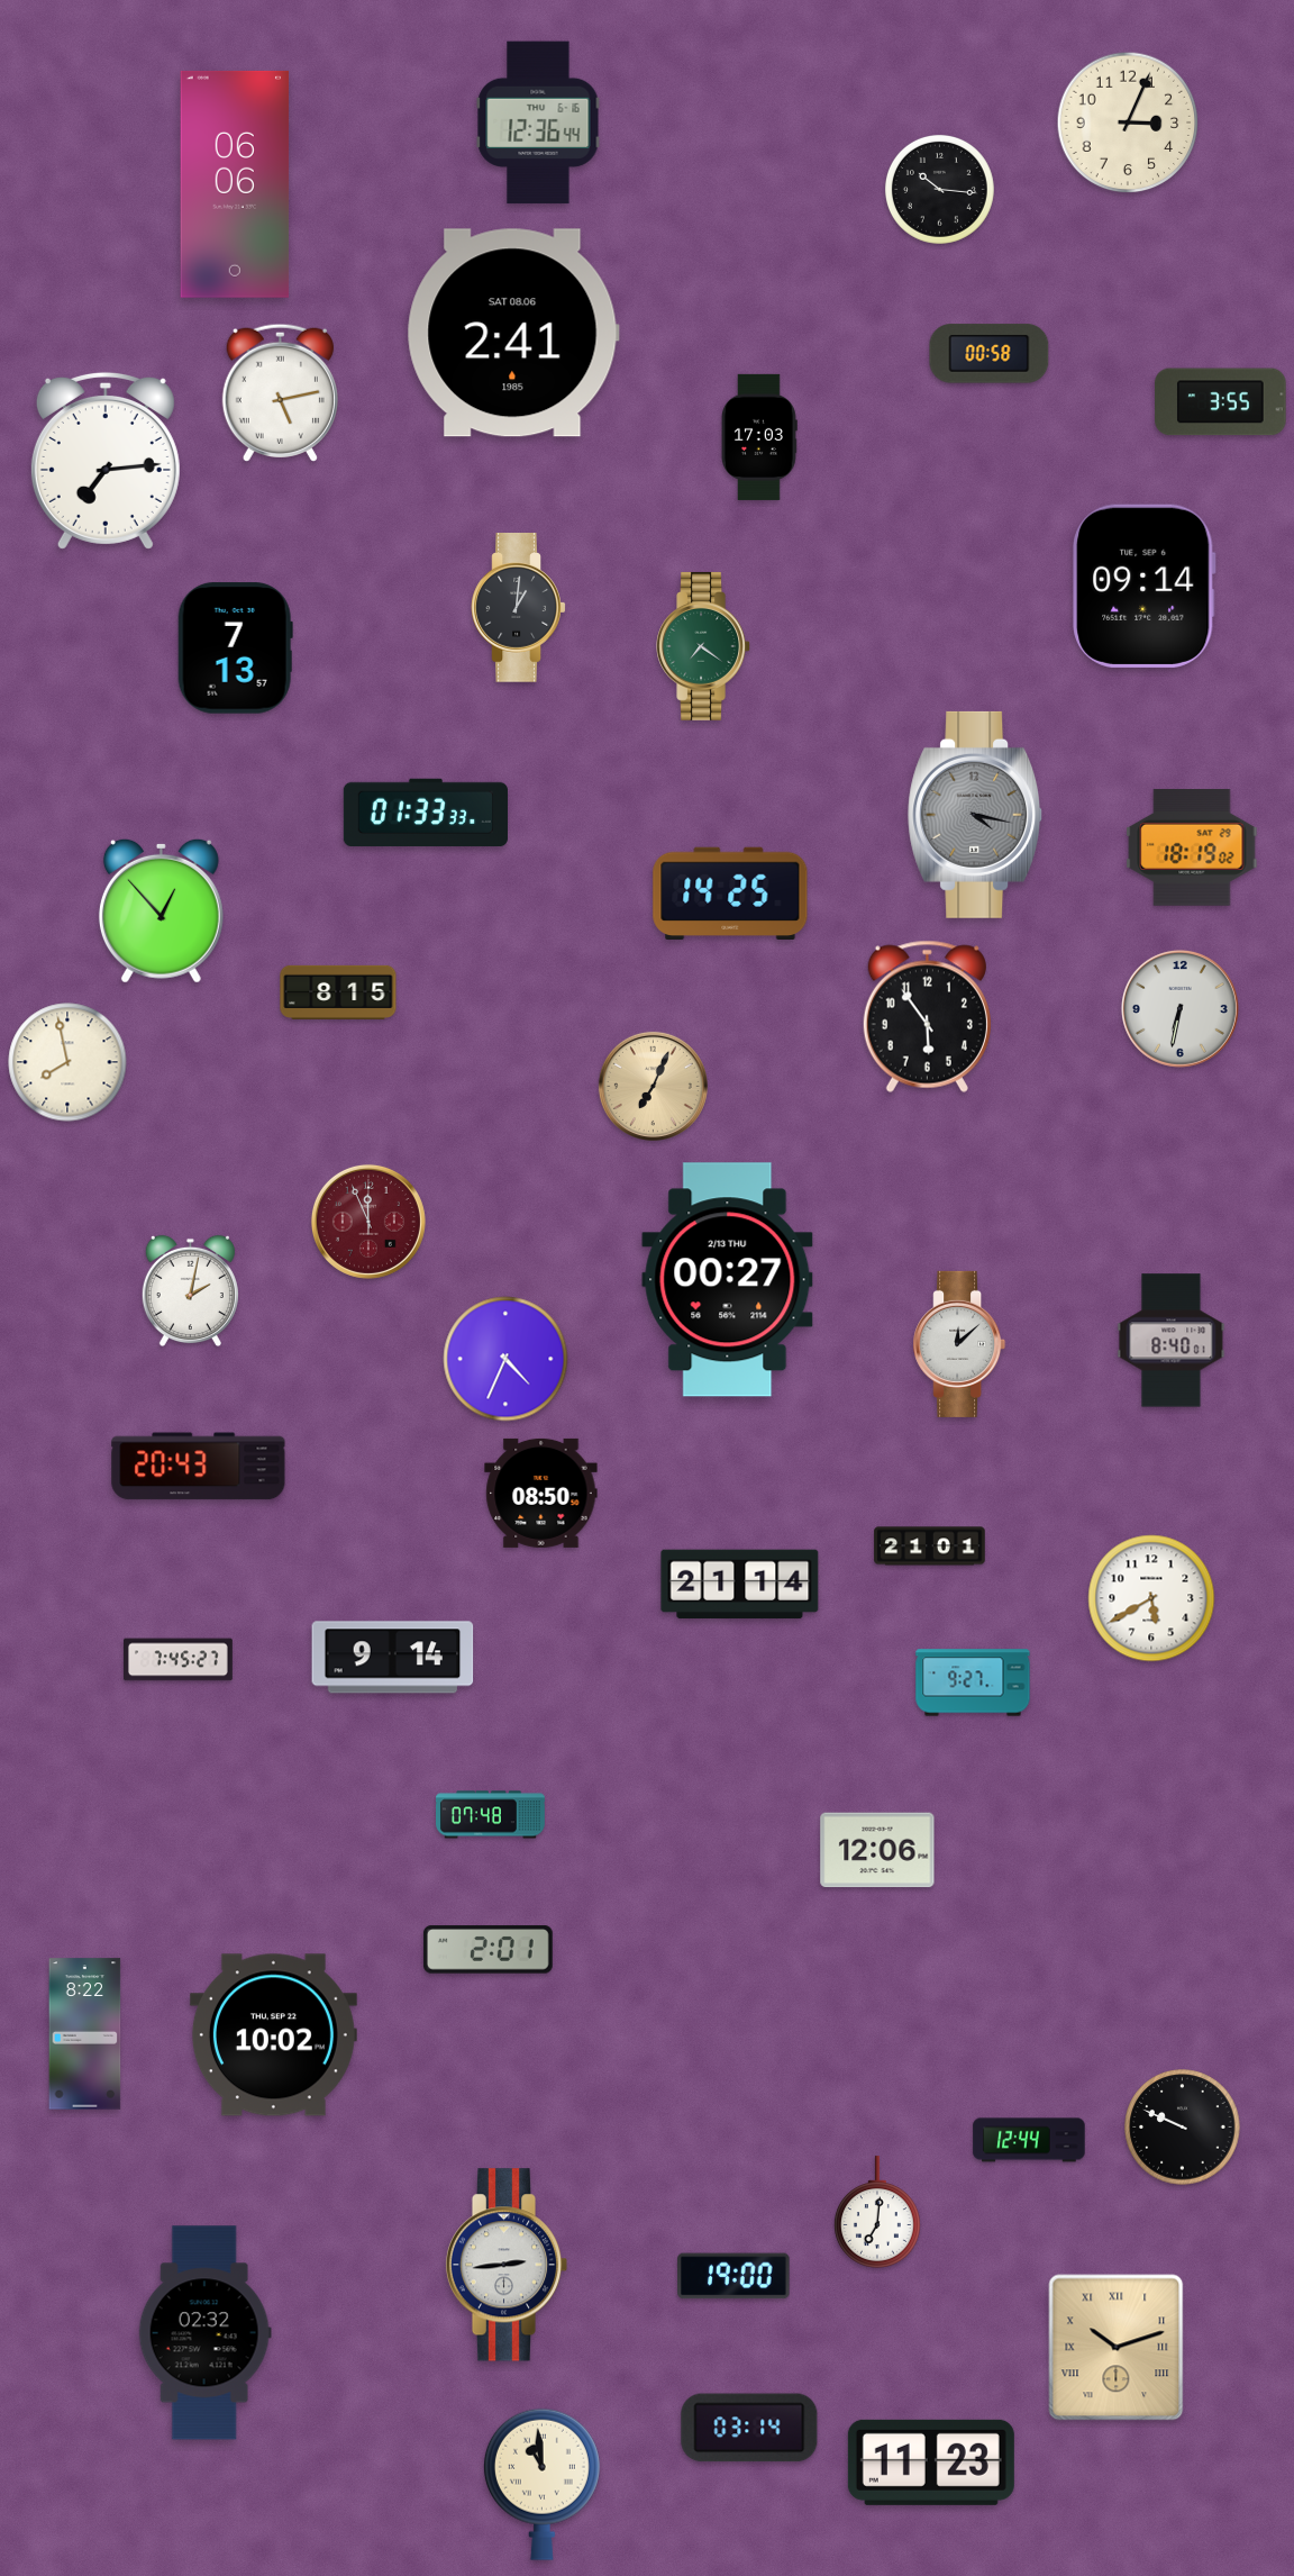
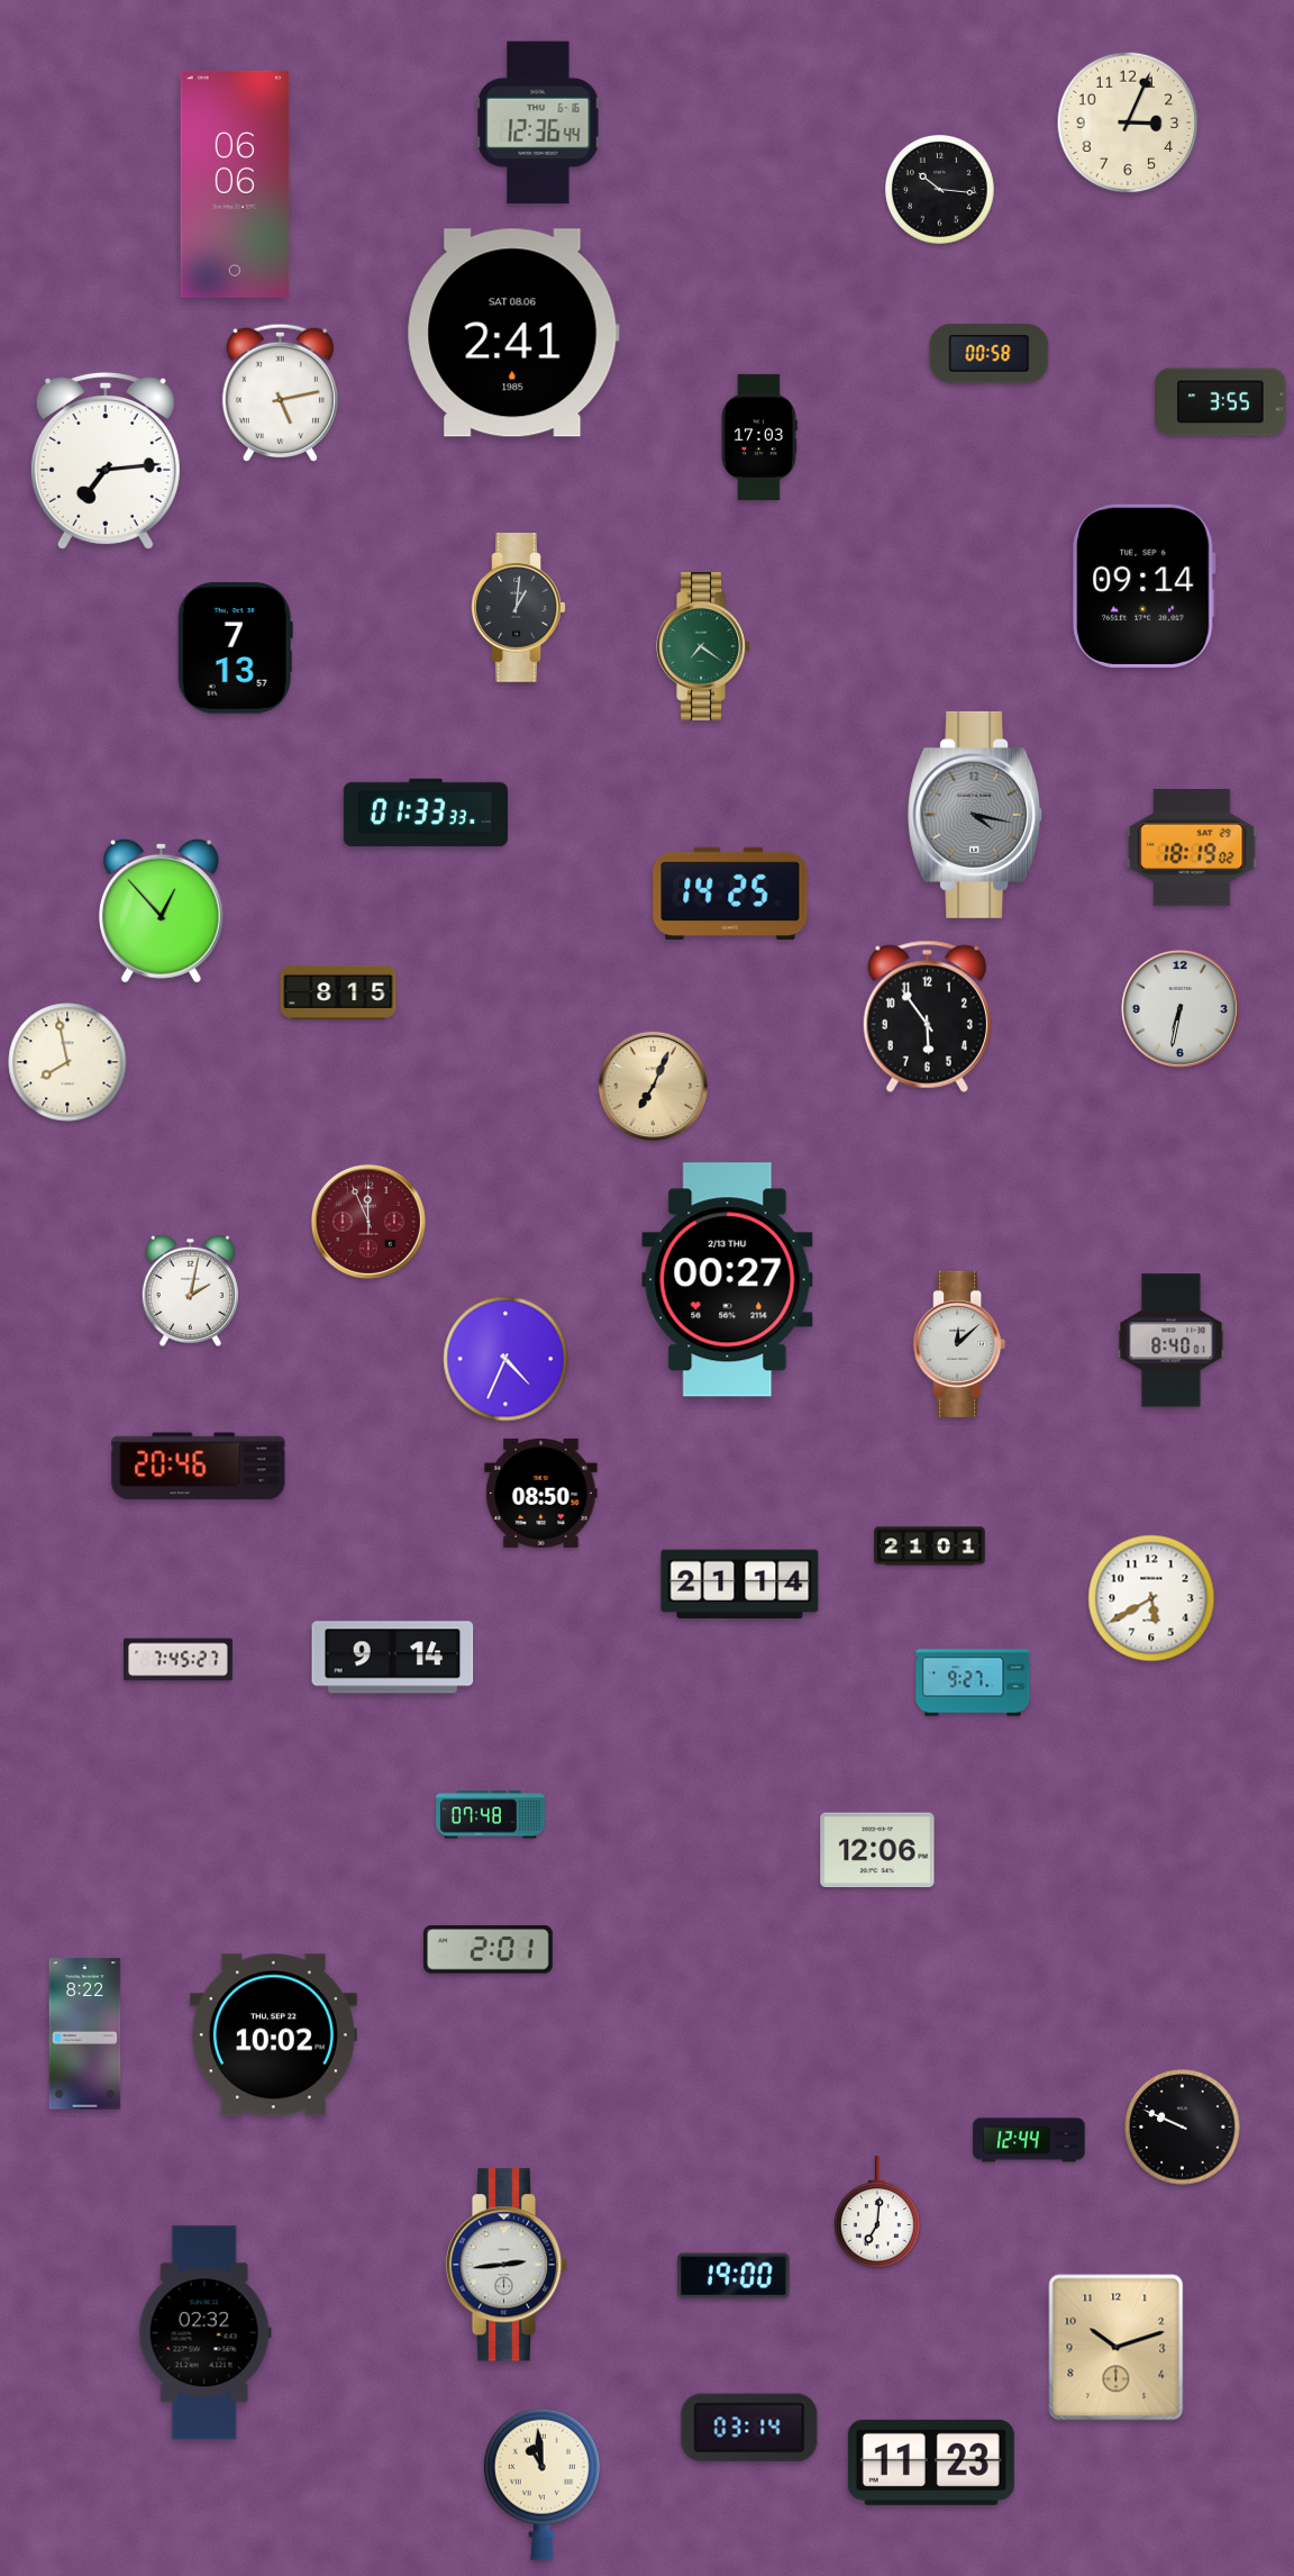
clock at (199, 1467): 20:43 -> 20:46
clock at (1117, 2348) numerals: Roman -> Arabic
